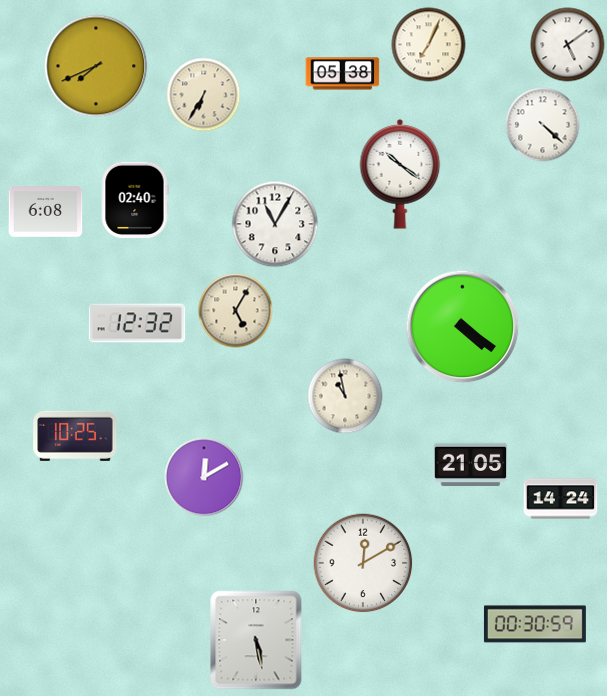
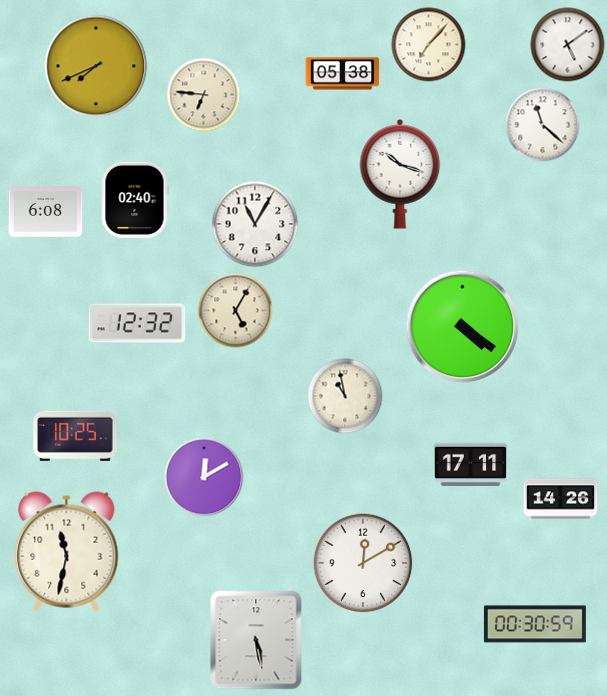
clock at (429, 45): 7:04 -> 7:07
clock at (204, 95): 6:35 -> 6:46
clock at (543, 125): 4:22 -> 11:22
clock at (400, 174): 10:21 -> 10:18
clock at (275, 224) position: (275, 224) -> (255, 224)
clock at (471, 465): 21:05 -> 17:11
clock at (561, 499): 14:24 -> 14:26
clock at (67, 552): none -> 11:32
